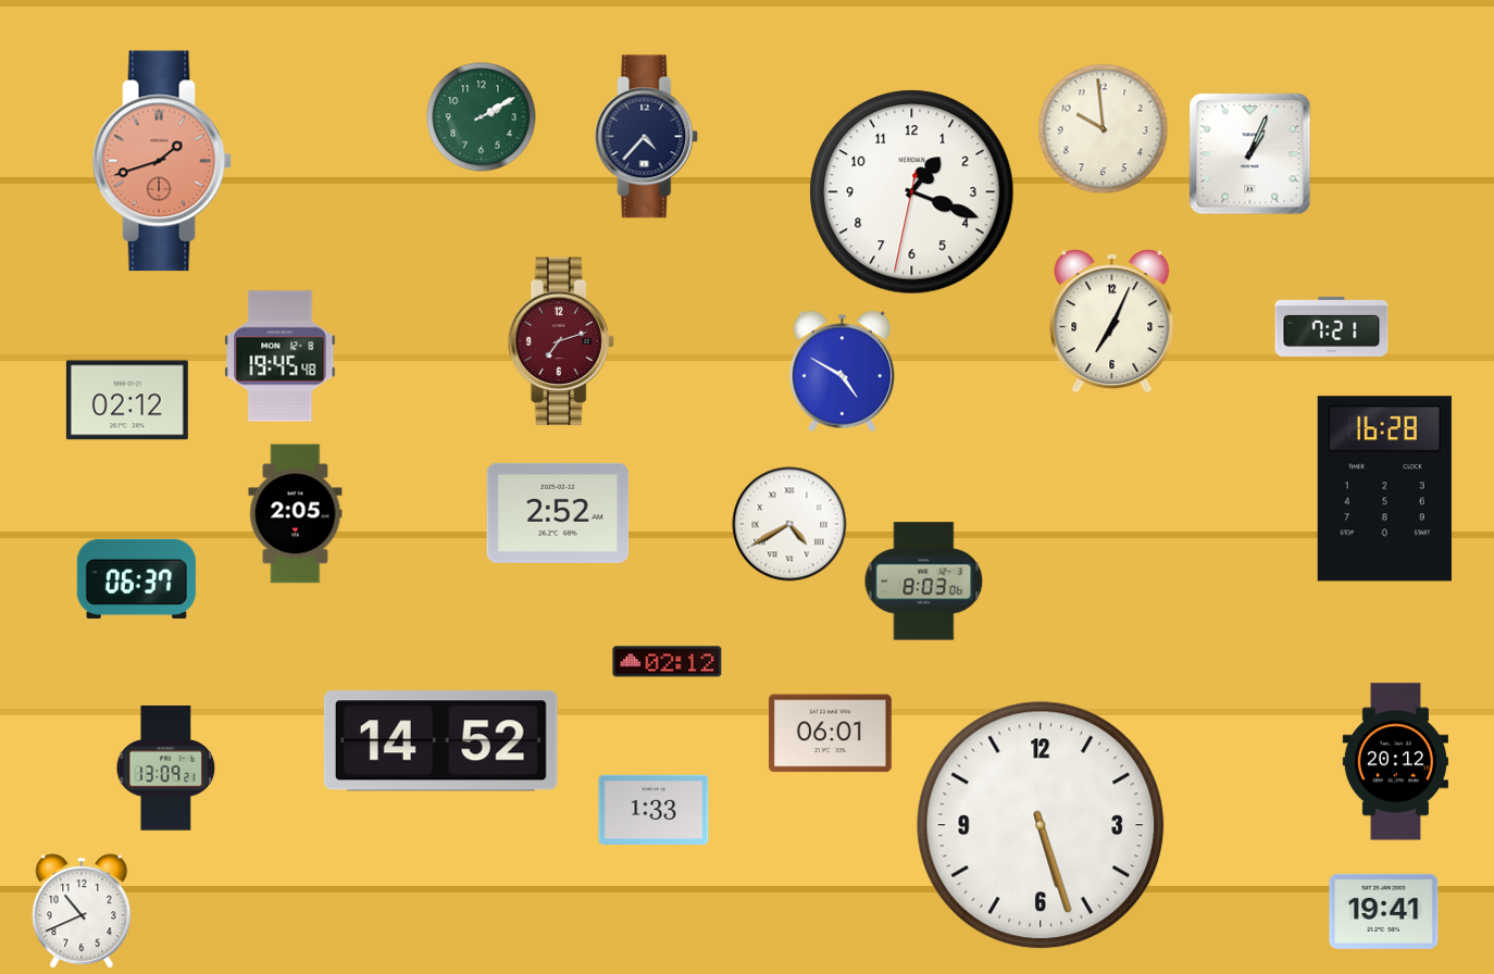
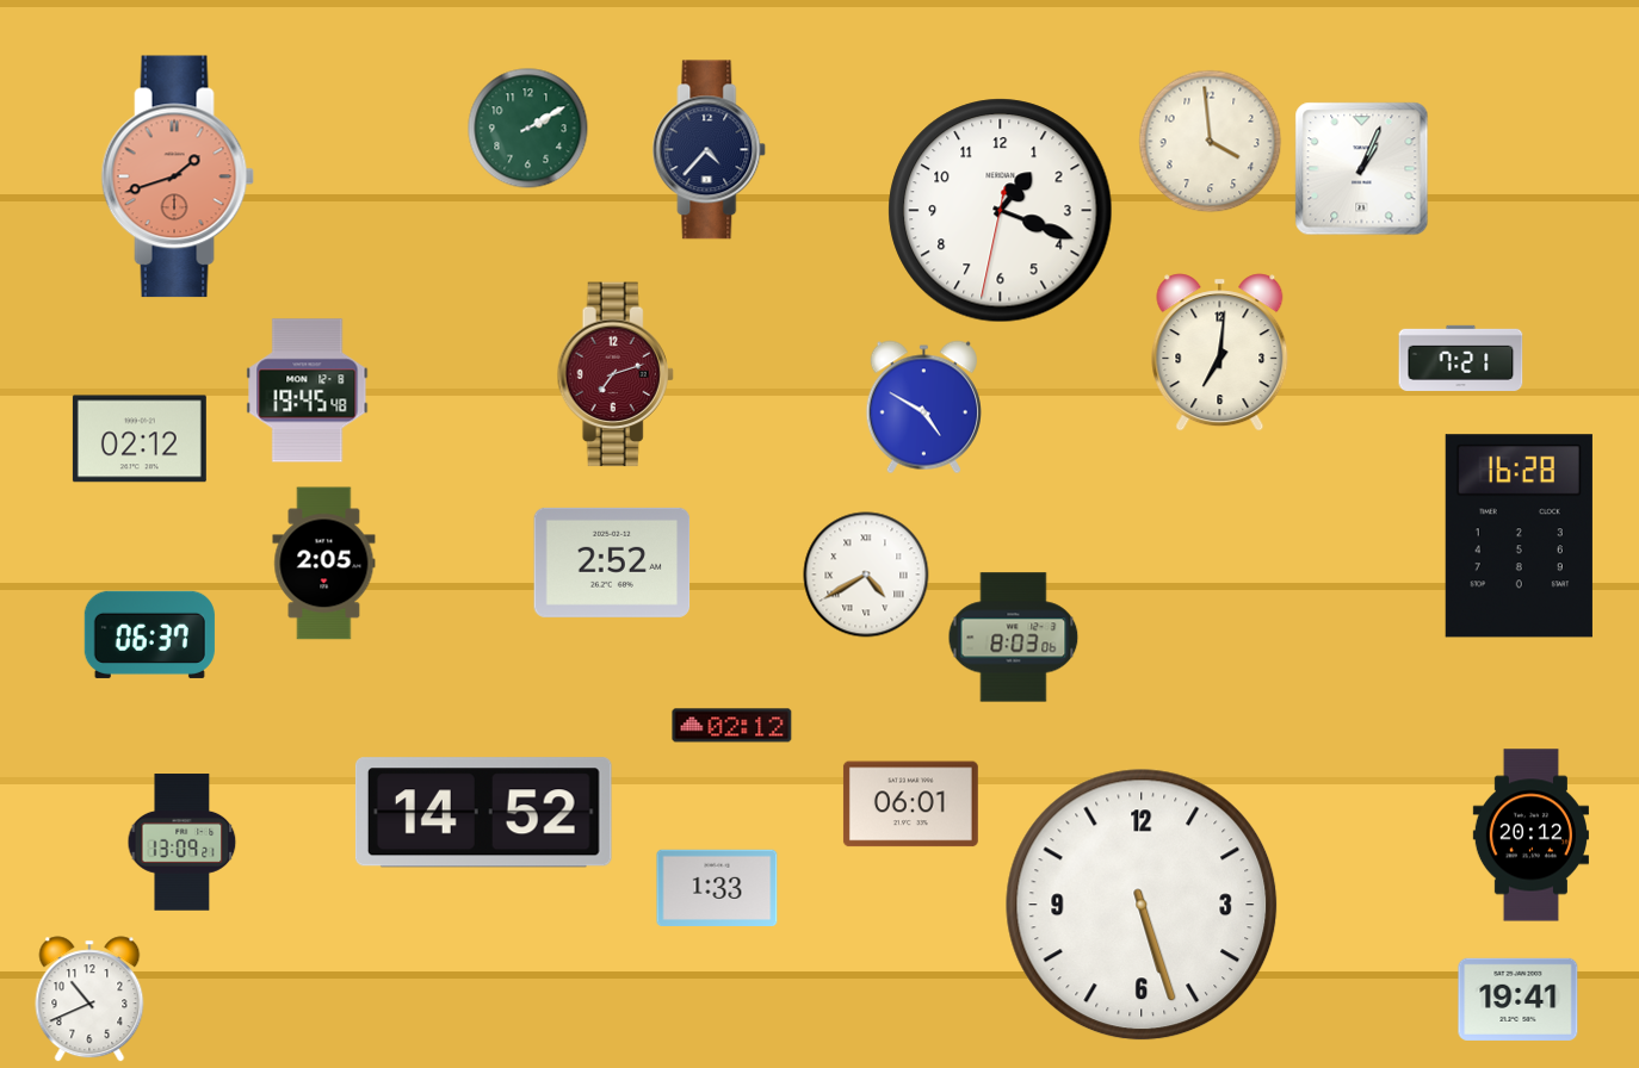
clock at (1104, 129): 9:59 -> 3:59
clock at (1250, 154) position: (1250, 154) -> (1362, 169)
clock at (1112, 322): 7:04 -> 7:01
